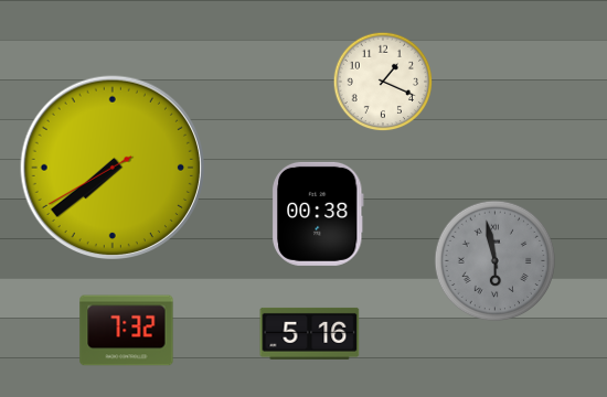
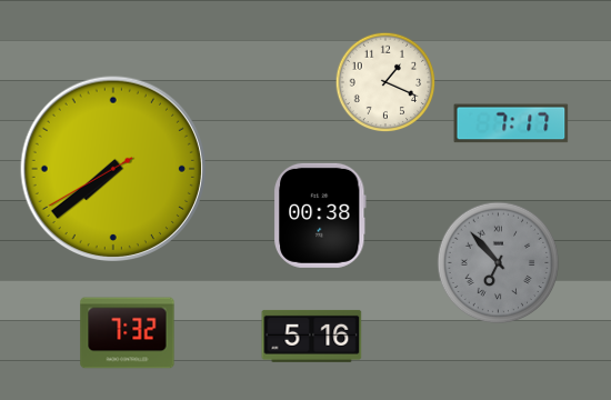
clock at (511, 123): none -> 7:17
clock at (496, 261): 5:58 -> 6:53
